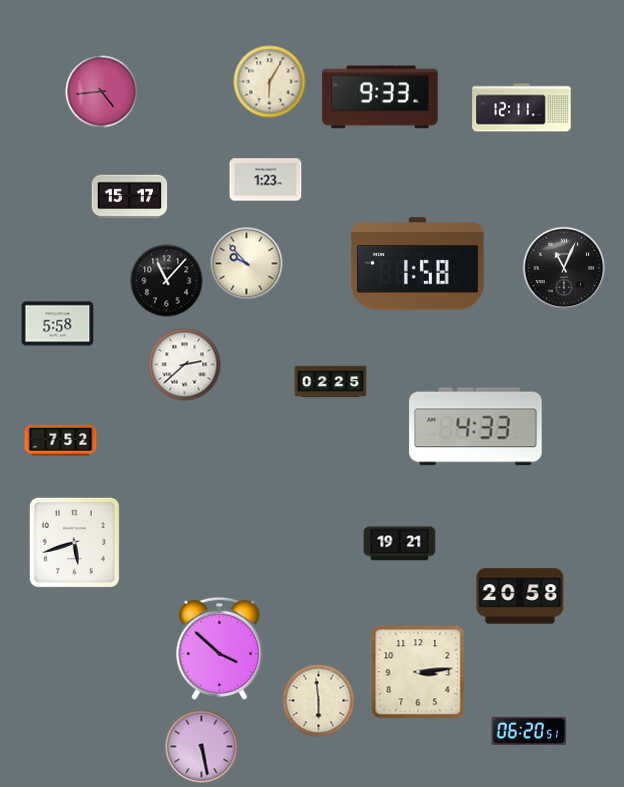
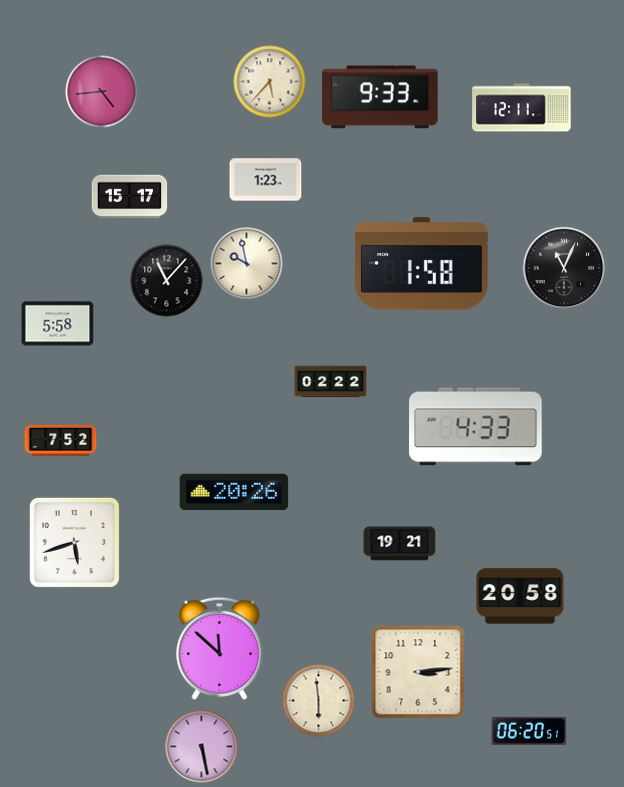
clock at (270, 82): 6:05 -> 5:37
clock at (247, 264): 9:53 -> 9:58
clock at (418, 264) position: (418, 264) -> (422, 264)
clock at (185, 365): 2:38 -> none
clock at (331, 382): 02:25 -> 02:22
clock at (234, 492): none -> 20:26
clock at (220, 648): 3:52 -> 11:52
